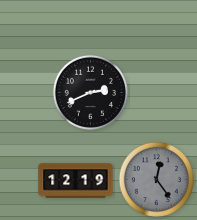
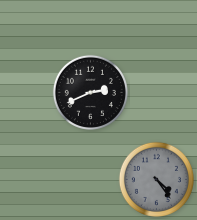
clock at (156, 179): 12:24 -> 4:24
clock at (76, 181): 12:19 -> none
